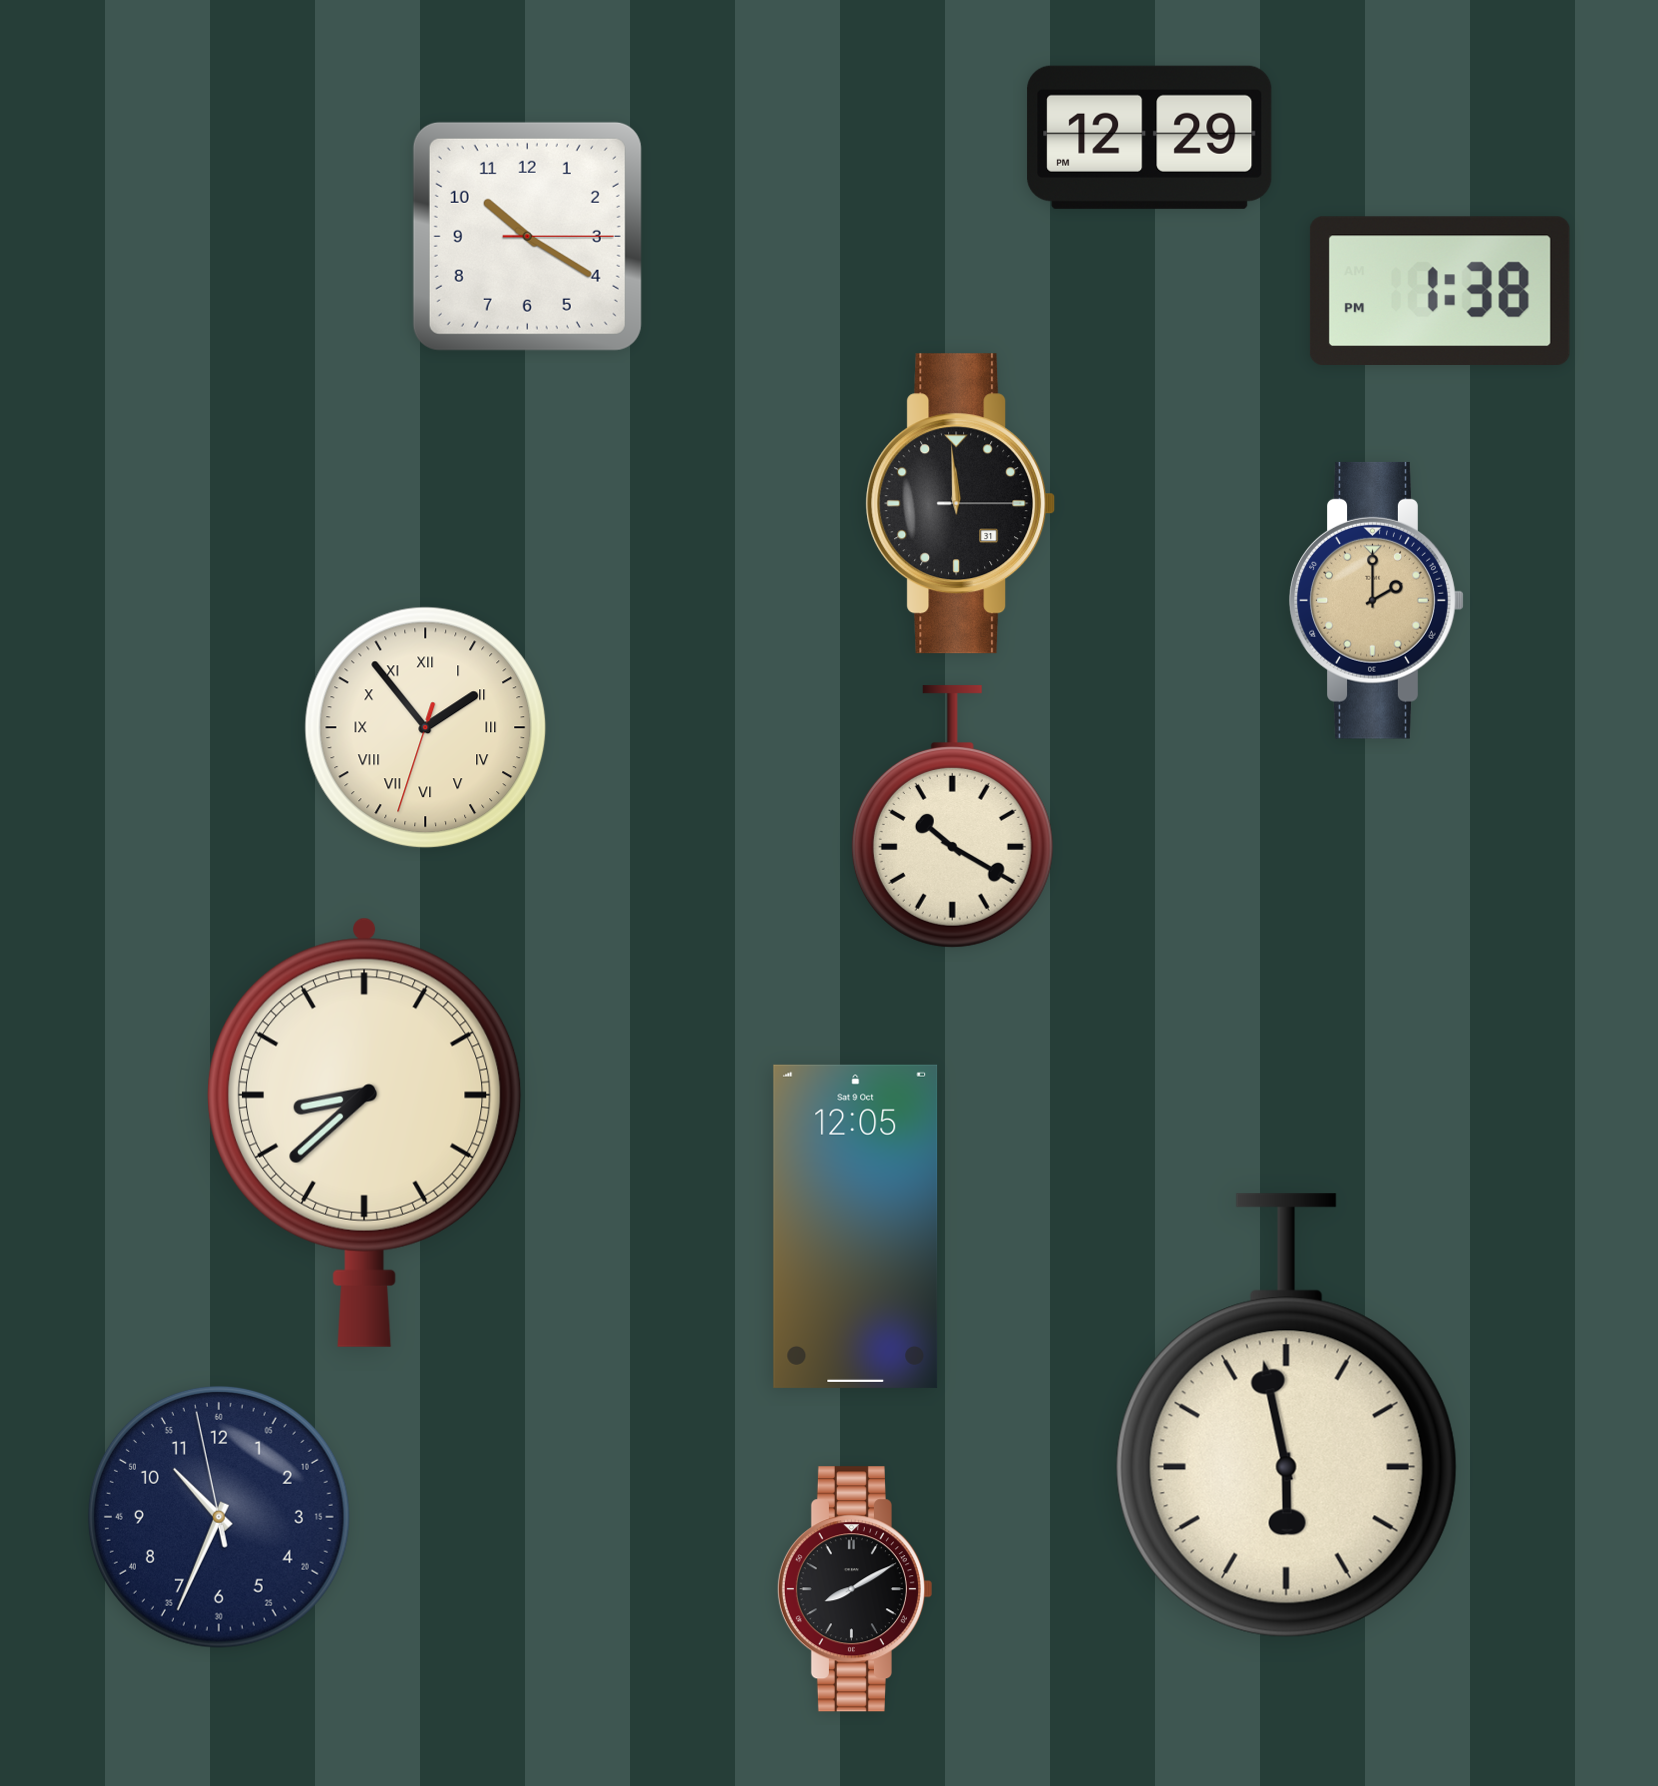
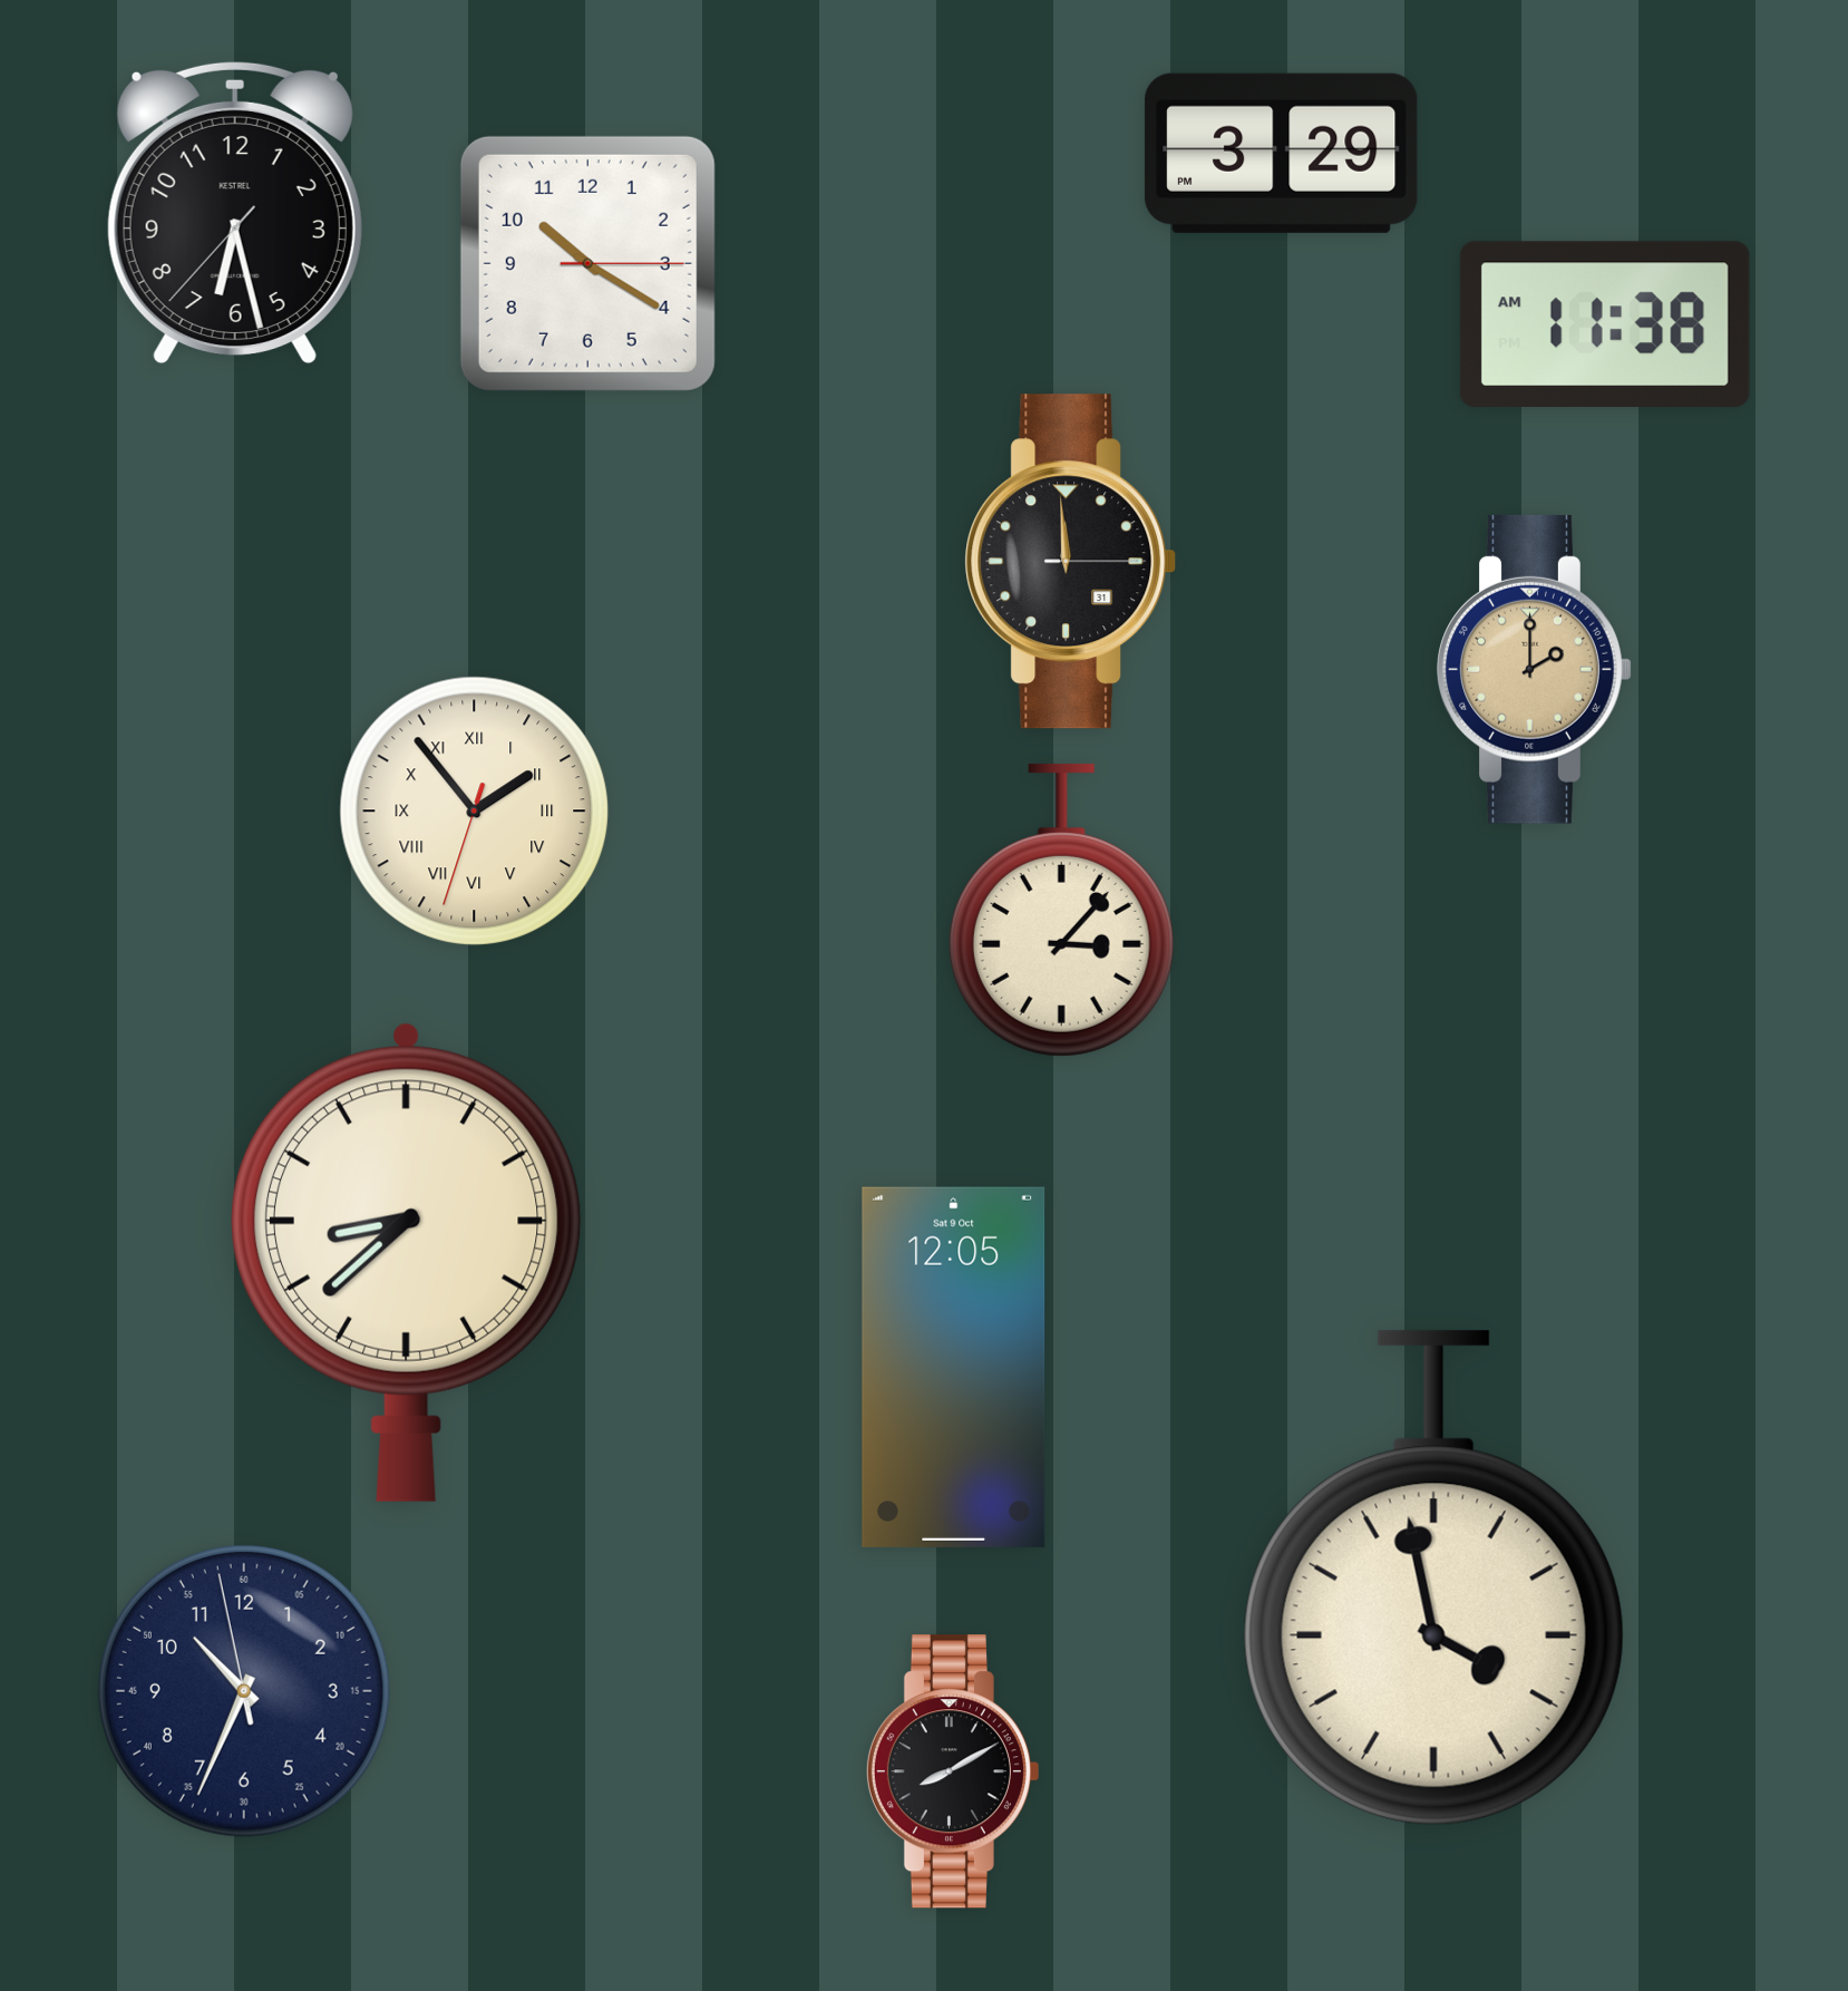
clock at (1150, 137): 12:29 -> 3:29
clock at (235, 213): none -> 6:27
clock at (1440, 290): 1:38 -> 11:38
clock at (952, 817): 10:20 -> 3:07
clock at (1286, 1416): 5:58 -> 3:58
